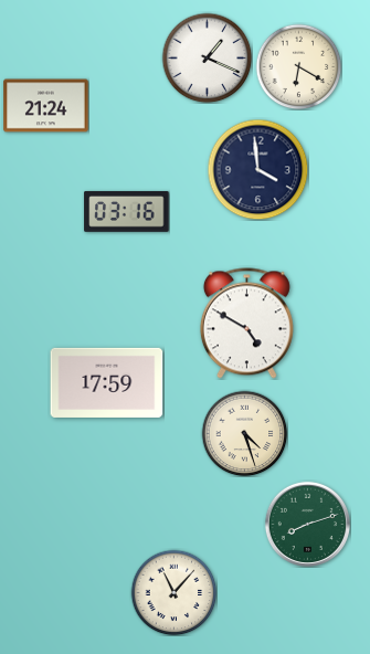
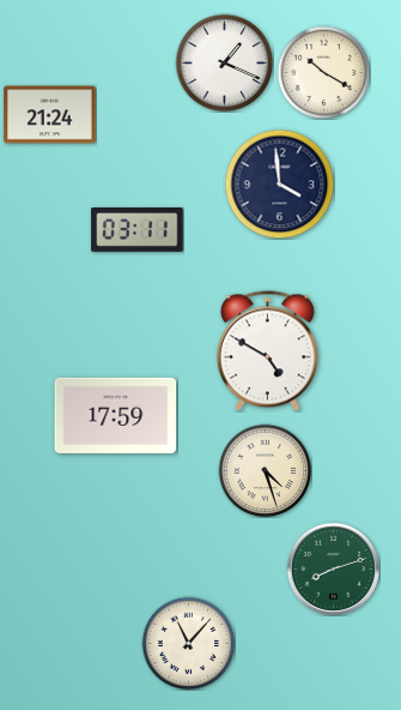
clock at (298, 66): 6:20 -> 10:20
clock at (127, 211): 03:16 -> 03:11
